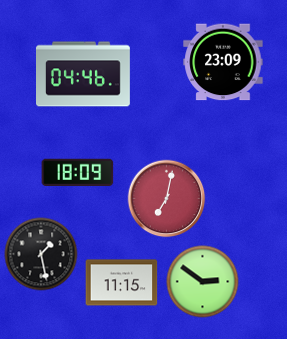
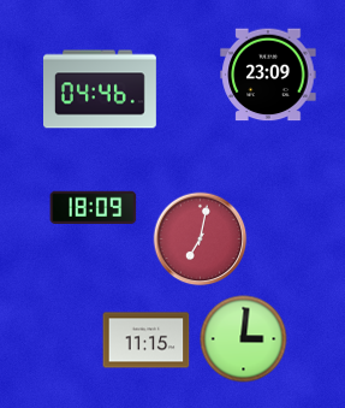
clock at (41, 254): 1:28 -> none
clock at (203, 282): 2:51 -> 3:01
